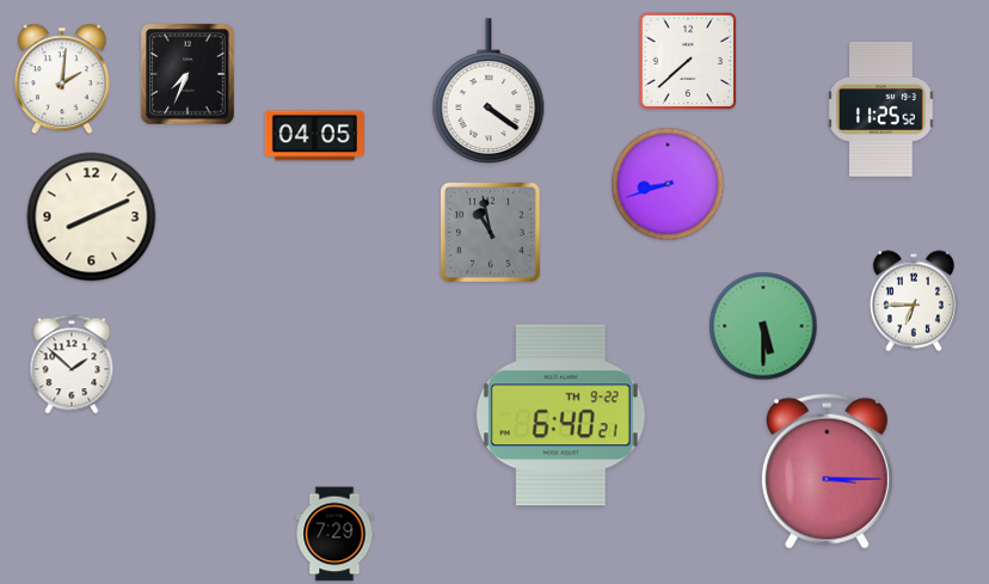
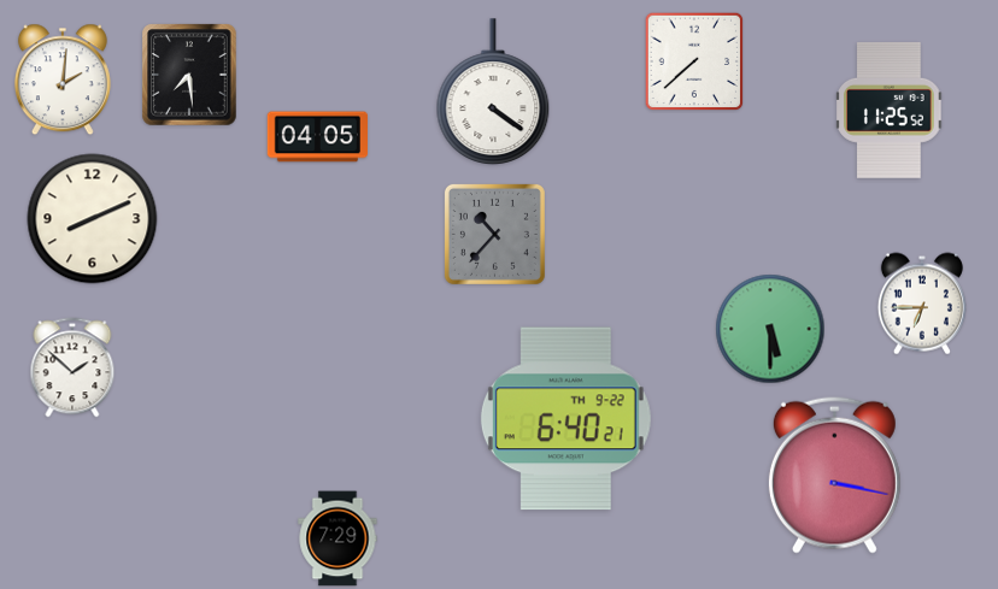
clock at (188, 74): 7:34 -> 7:29
clock at (668, 184): 8:42 -> none
clock at (490, 232): 10:58 -> 10:37
clock at (827, 471): 3:15 -> 3:17
